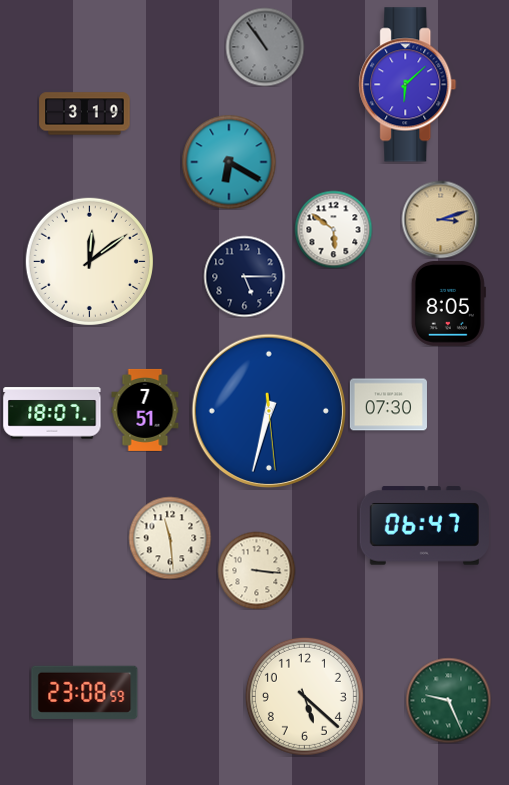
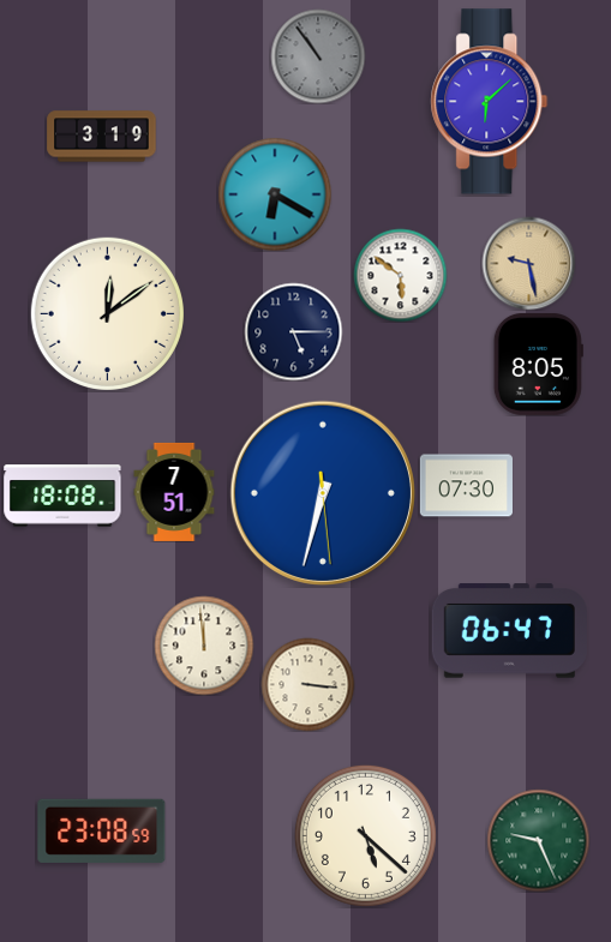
clock at (440, 219): 3:12 -> 9:28
clock at (52, 413): 18:07 -> 18:08
clock at (170, 538): 11:29 -> 11:59
